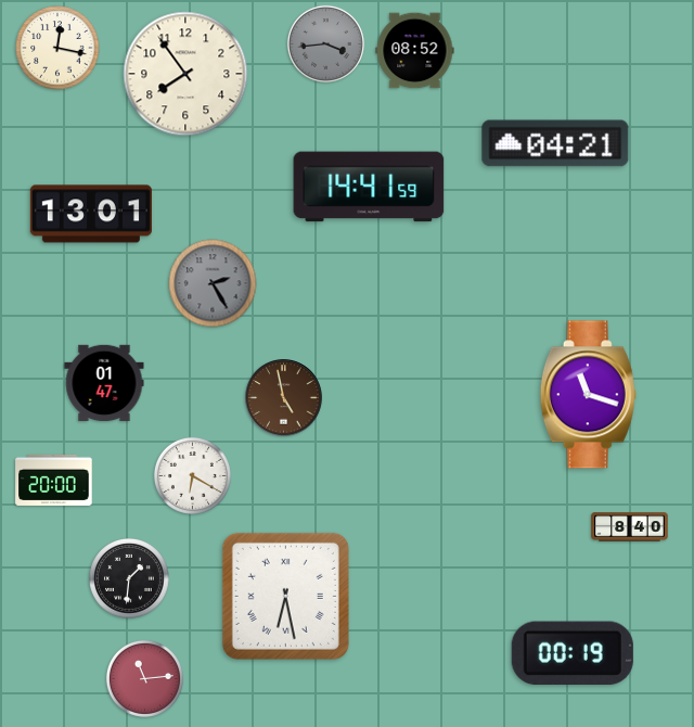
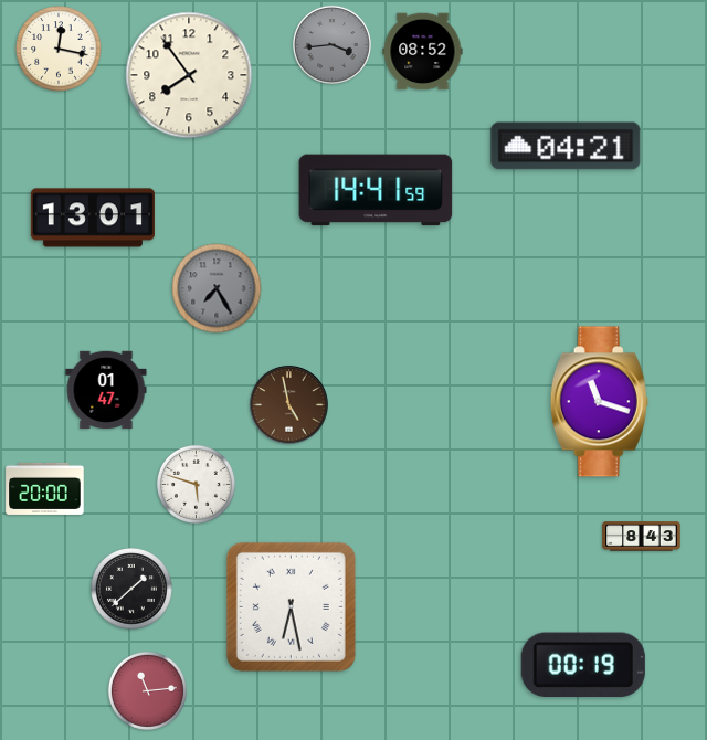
clock at (213, 283): 2:25 -> 7:25
clock at (192, 475): 6:20 -> 5:48
clock at (54, 480) position: (54, 480) -> (45, 488)
clock at (630, 527): 8:40 -> 8:43
clock at (130, 579): 1:31 -> 1:38
